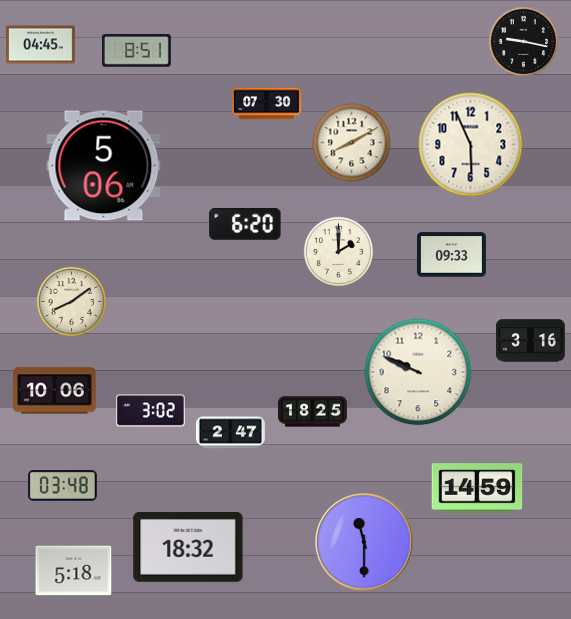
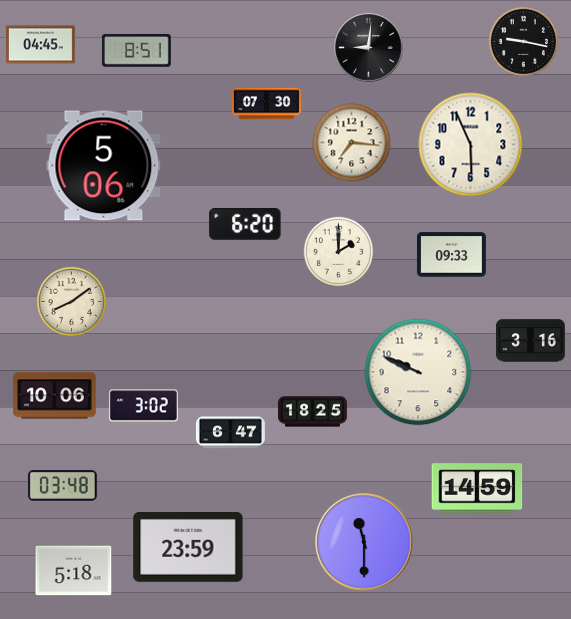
clock at (369, 48): none -> 9:01
clock at (352, 143): 8:10 -> 7:16
clock at (55, 391) position: (55, 391) -> (55, 396)
clock at (150, 411) position: (150, 411) -> (143, 406)
clock at (230, 433): 2:47 -> 6:47
clock at (188, 548): 18:32 -> 23:59
